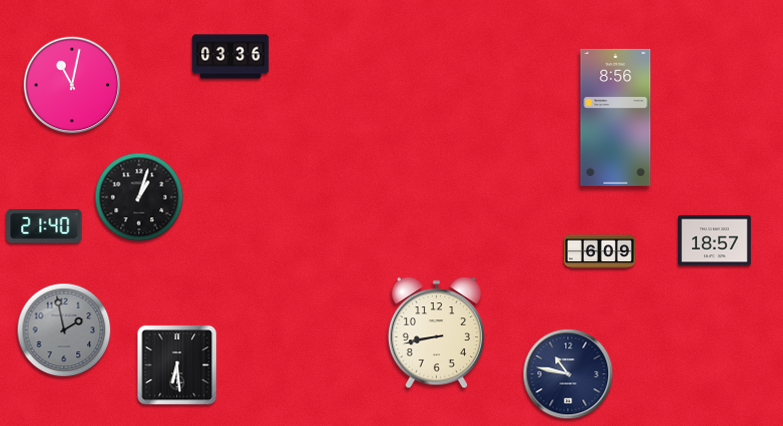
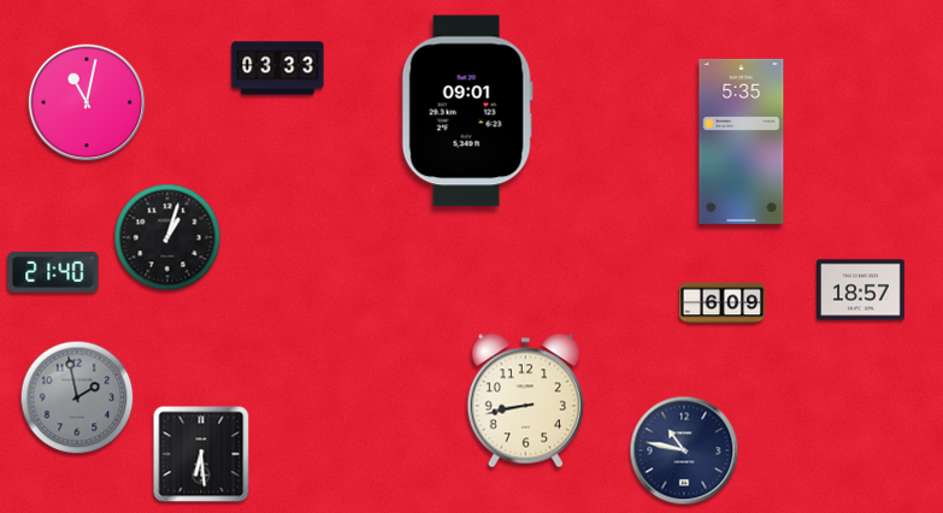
clock at (231, 57): 03:36 -> 03:33
clock at (467, 111): none -> 09:01
clock at (616, 117): 8:56 -> 5:35
clock at (177, 365) position: (177, 365) -> (201, 454)
